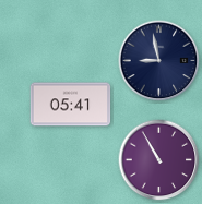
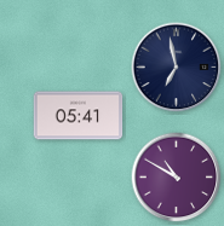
clock at (159, 61): 8:58 -> 6:58
clock at (159, 160): 10:55 -> 10:50
